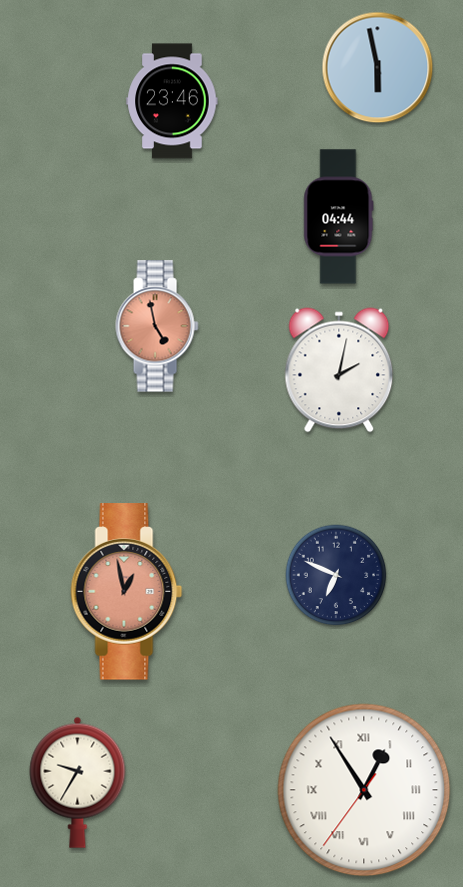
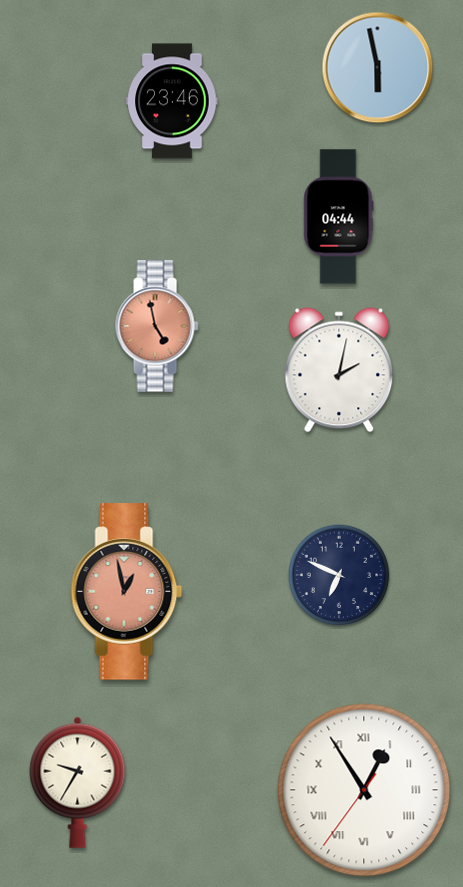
clock at (336, 575) position: (336, 575) -> (339, 575)
